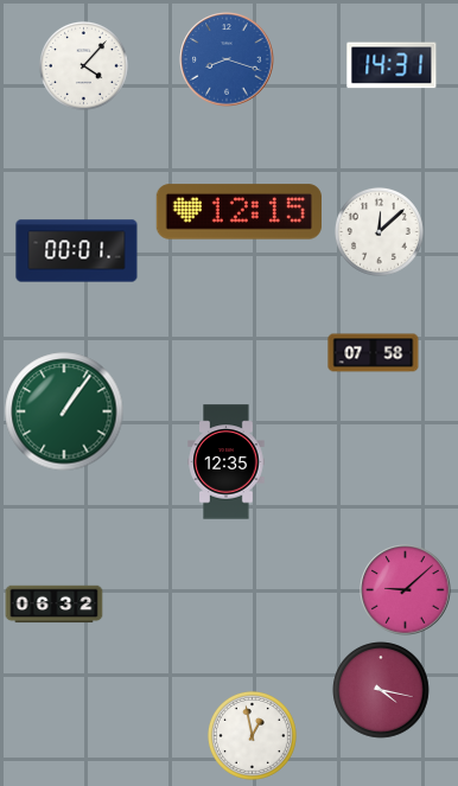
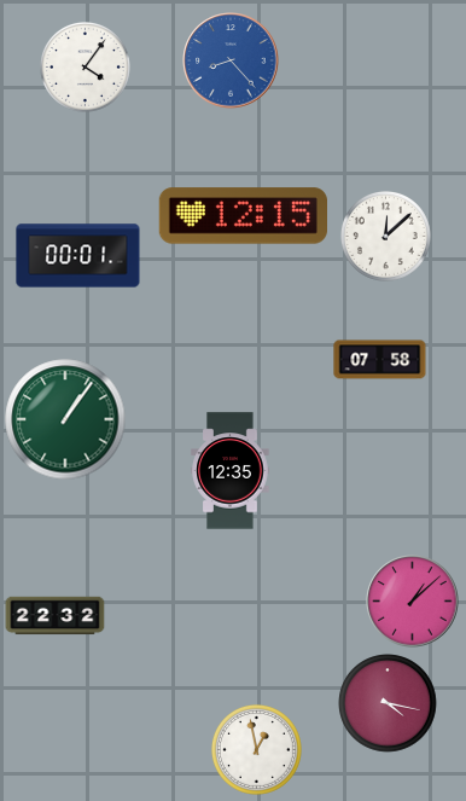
clock at (227, 59): 8:18 -> 8:23
clock at (83, 65): 4:07 -> 4:06
clock at (392, 65): 14:31 -> none
clock at (406, 590): 9:08 -> 1:08
clock at (55, 605): 06:32 -> 22:32
